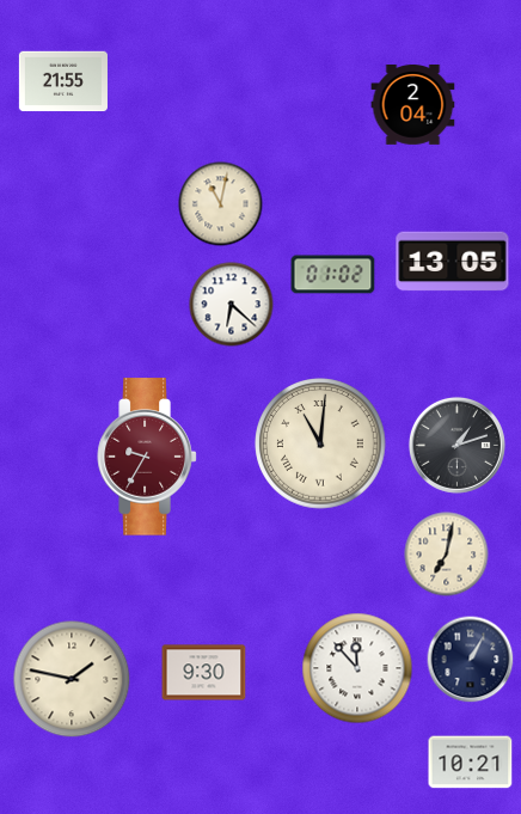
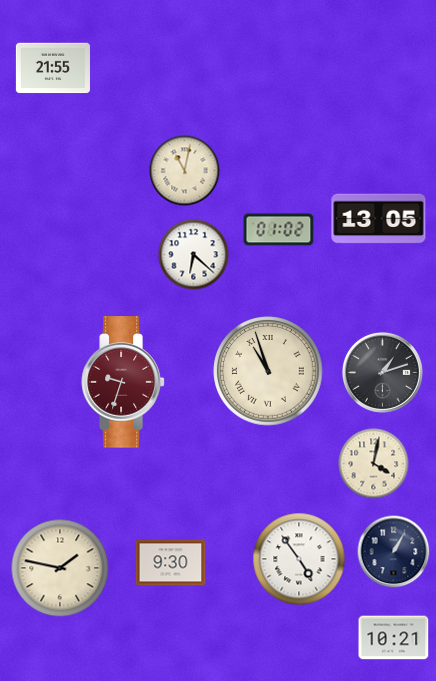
clock at (413, 105): 2:04 -> none
clock at (320, 443): 11:01 -> 10:57
clock at (147, 457): 9:35 -> 9:33
clock at (447, 555): 7:02 -> 4:02
clock at (357, 668): 11:53 -> 4:54
